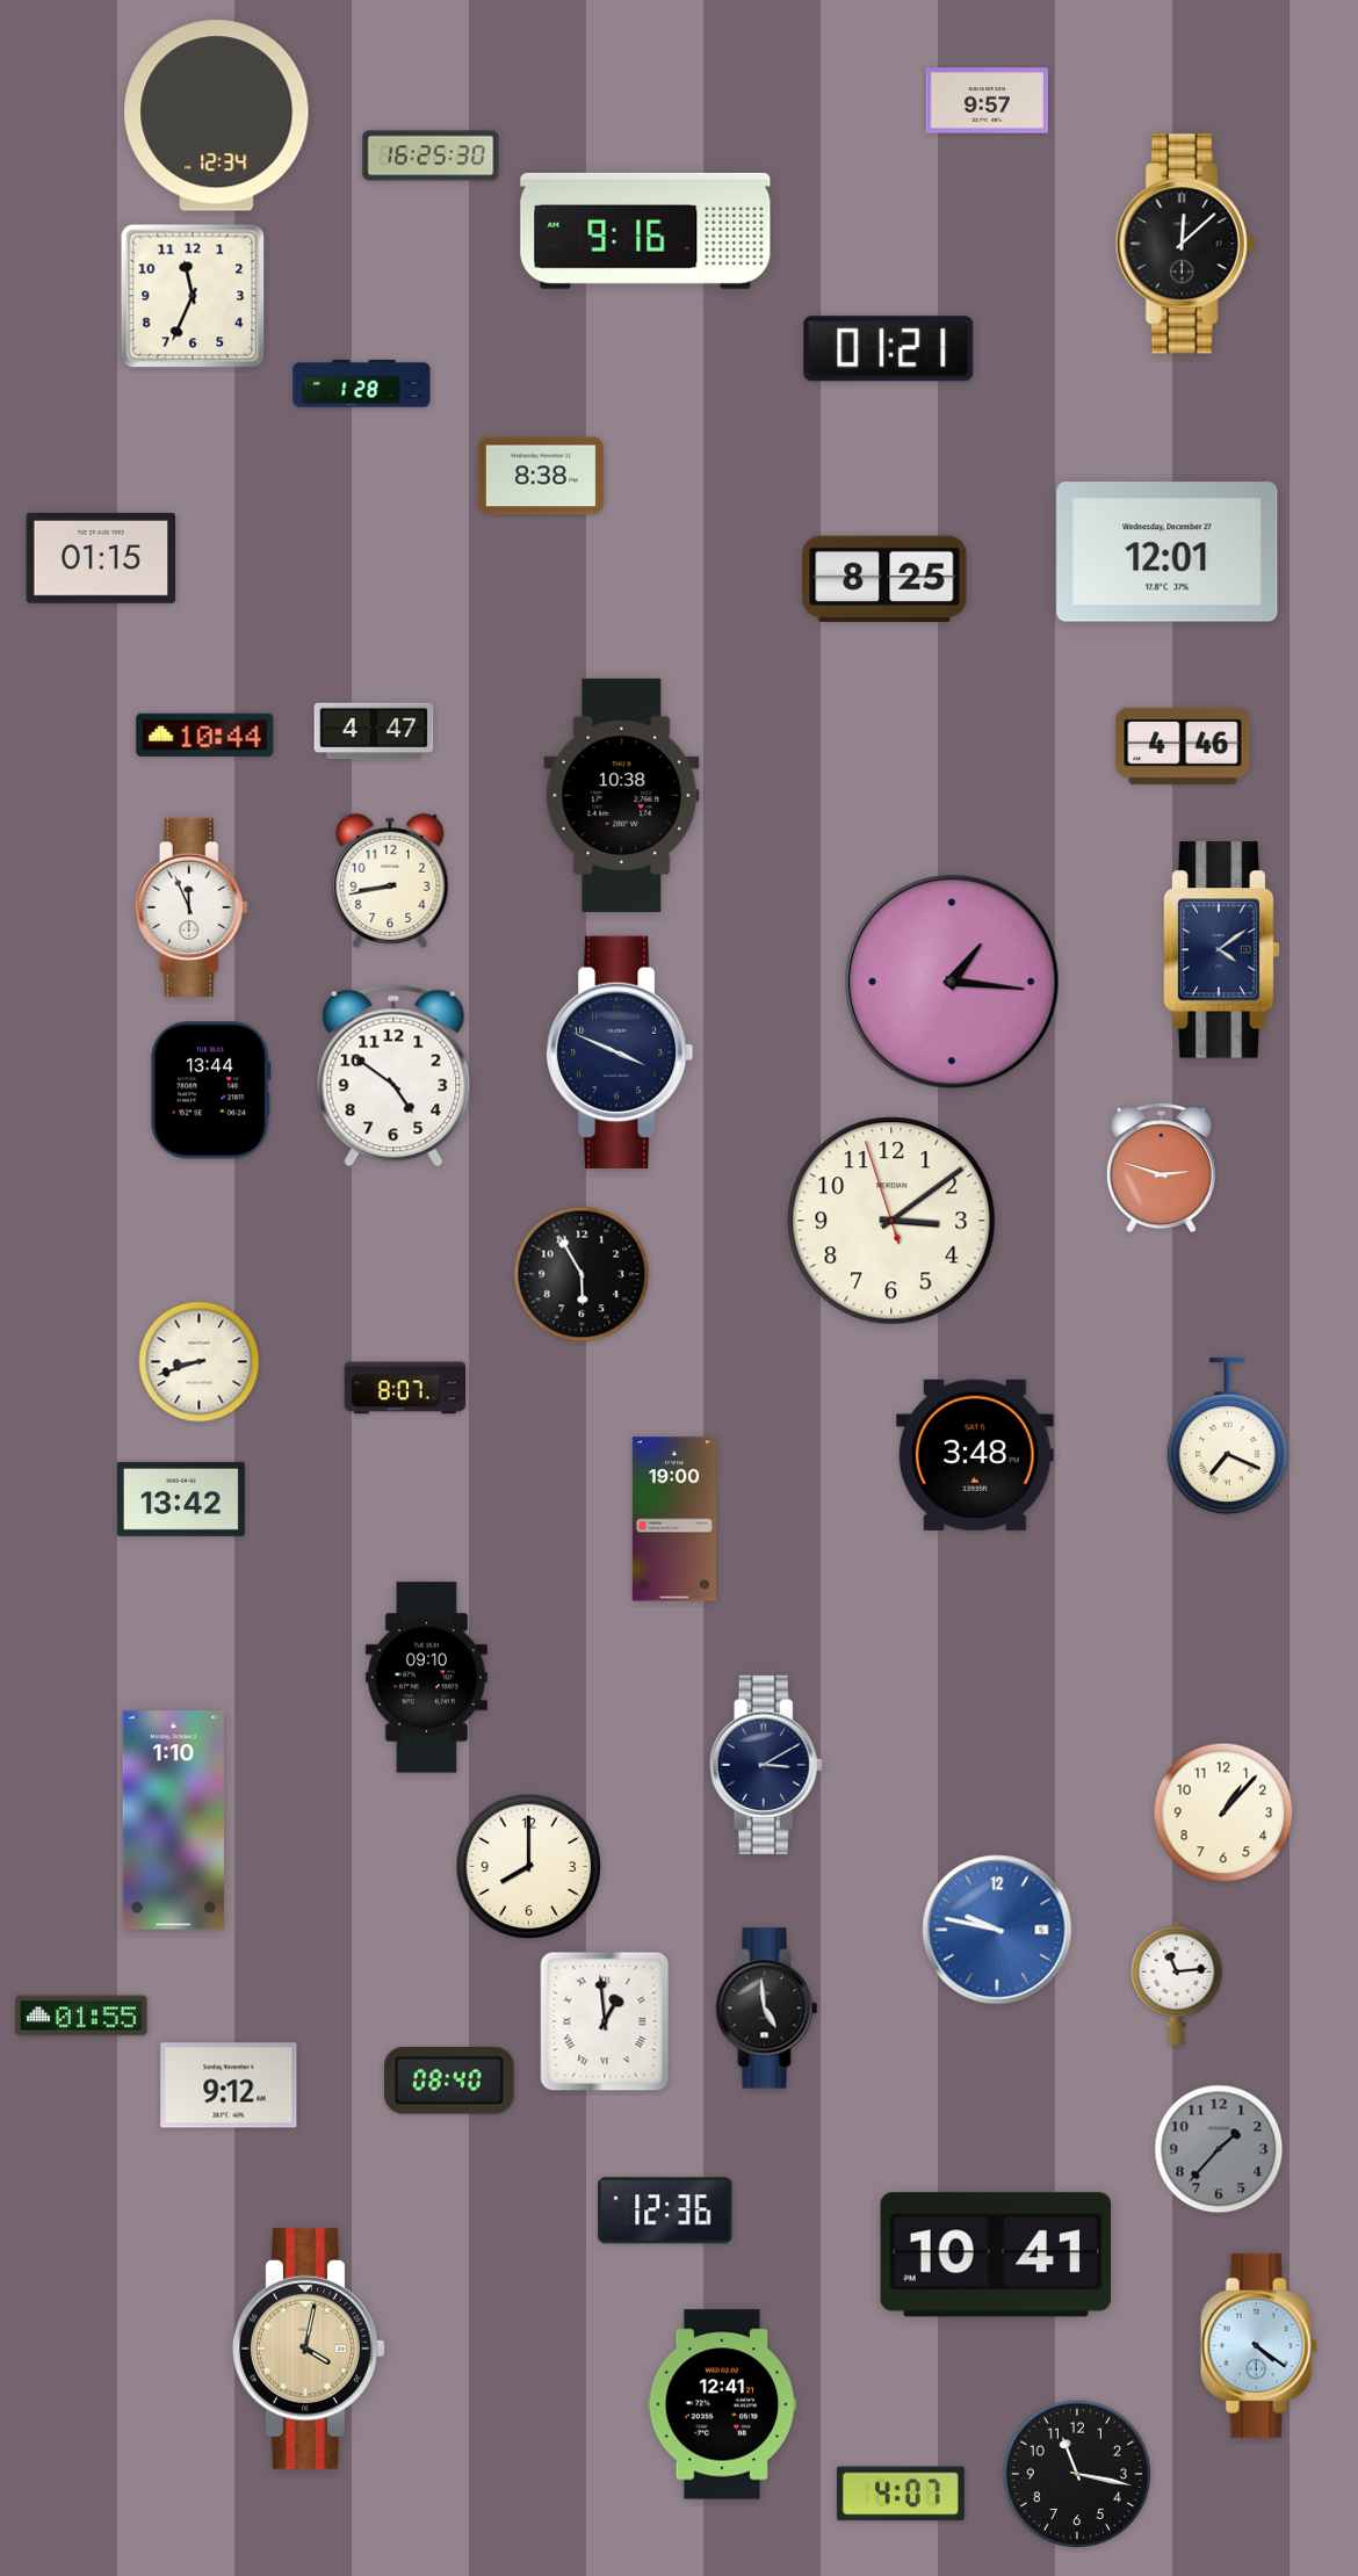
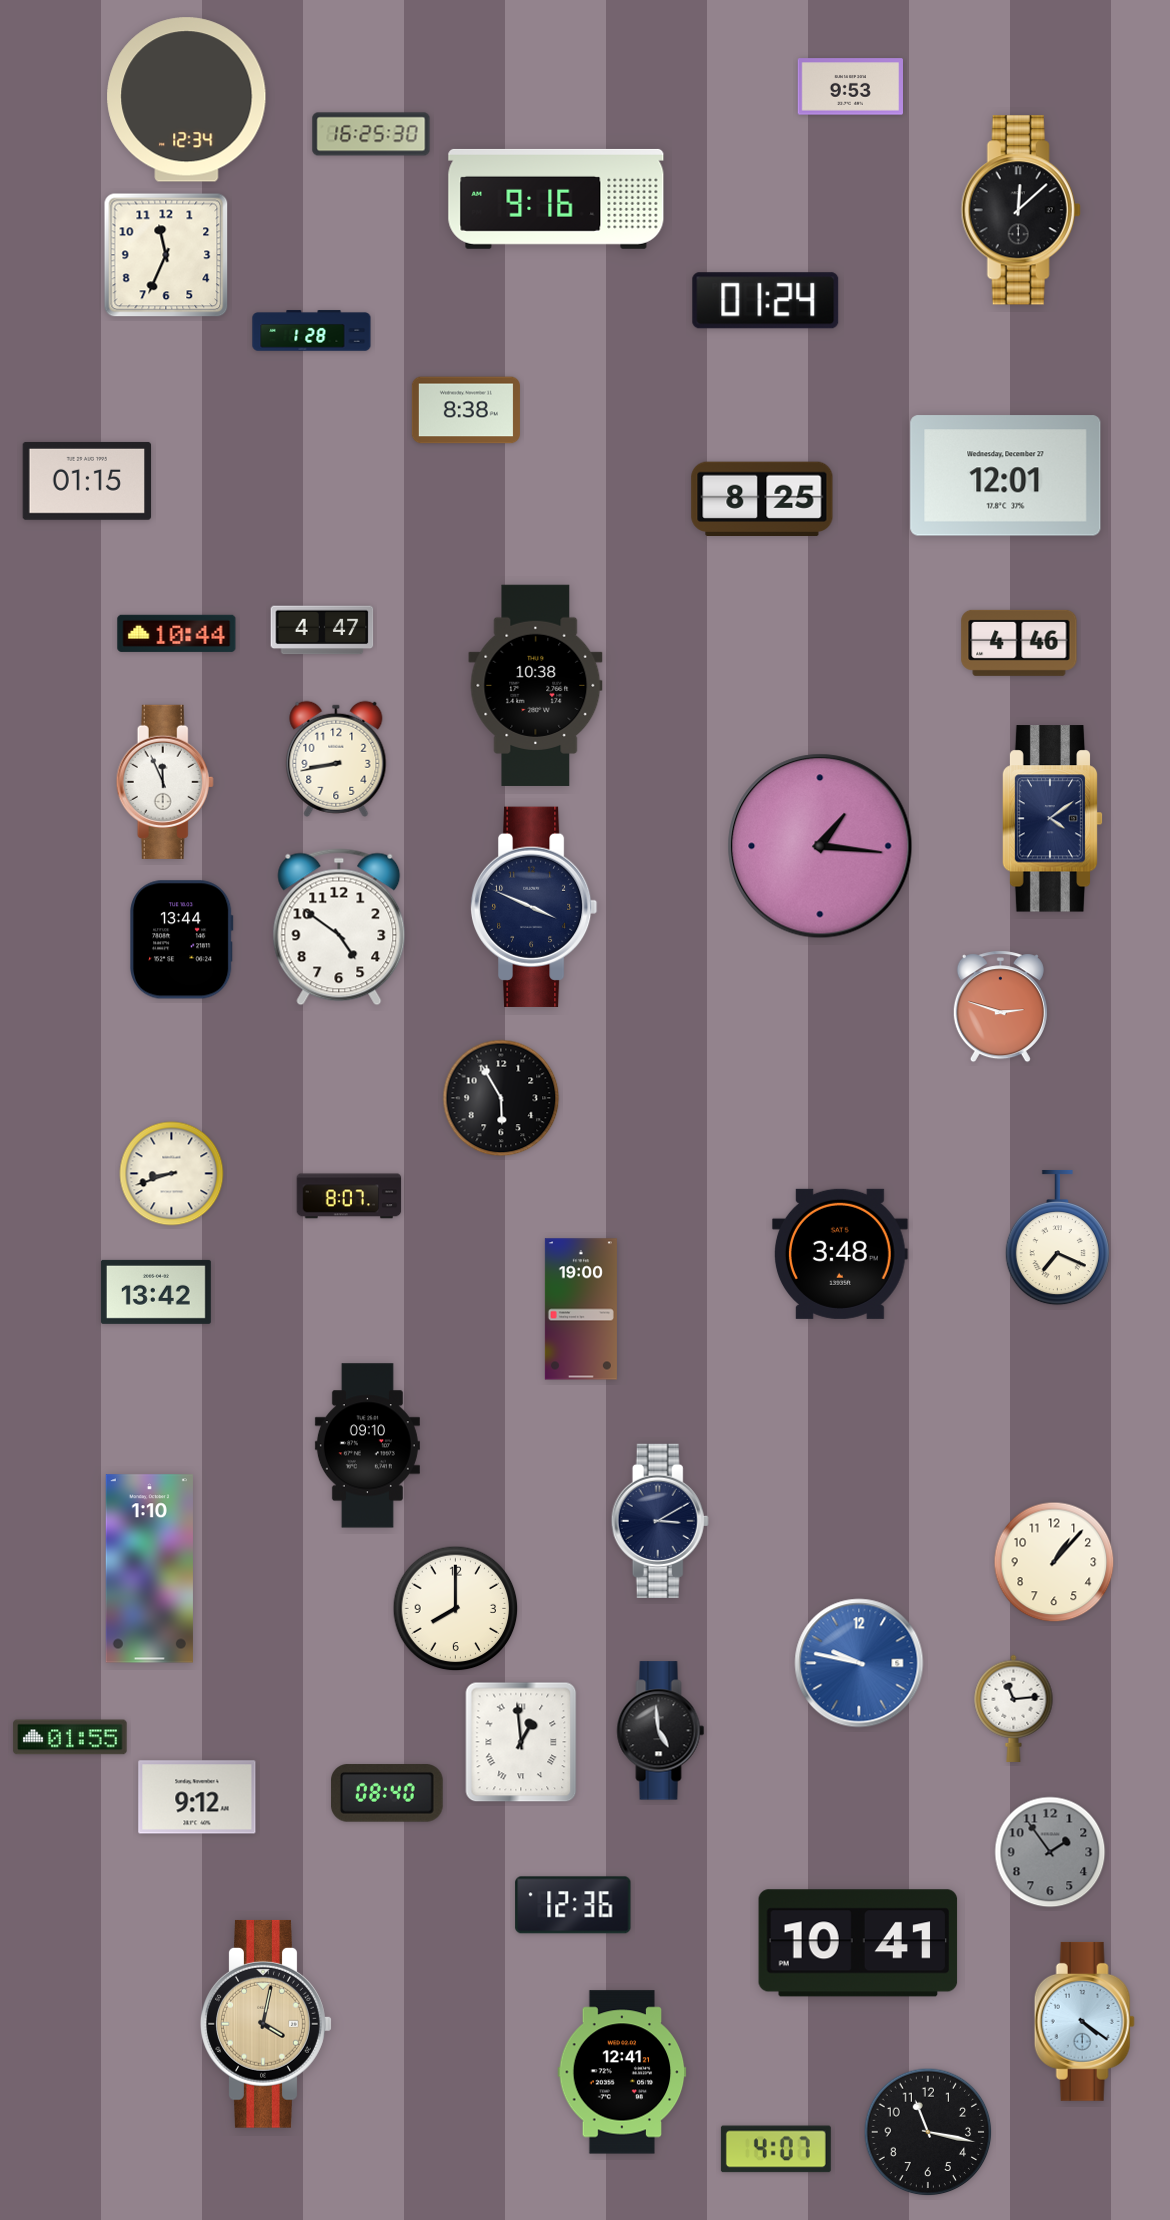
clock at (987, 101): 9:57 -> 9:53
clock at (889, 349): 01:21 -> 01:24
clock at (891, 1221): 3:08 -> none
clock at (1219, 2149): 1:37 -> 1:54
